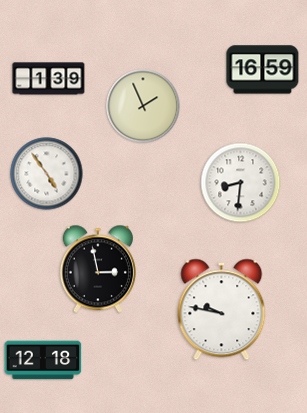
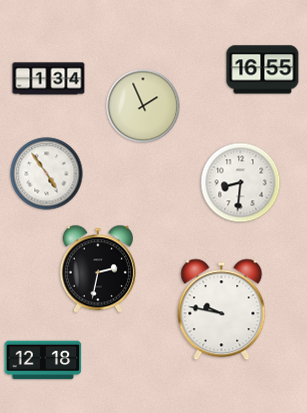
clock at (263, 70): 16:59 -> 16:55
clock at (49, 79): 1:39 -> 1:34
clock at (98, 269): 2:58 -> 2:32
